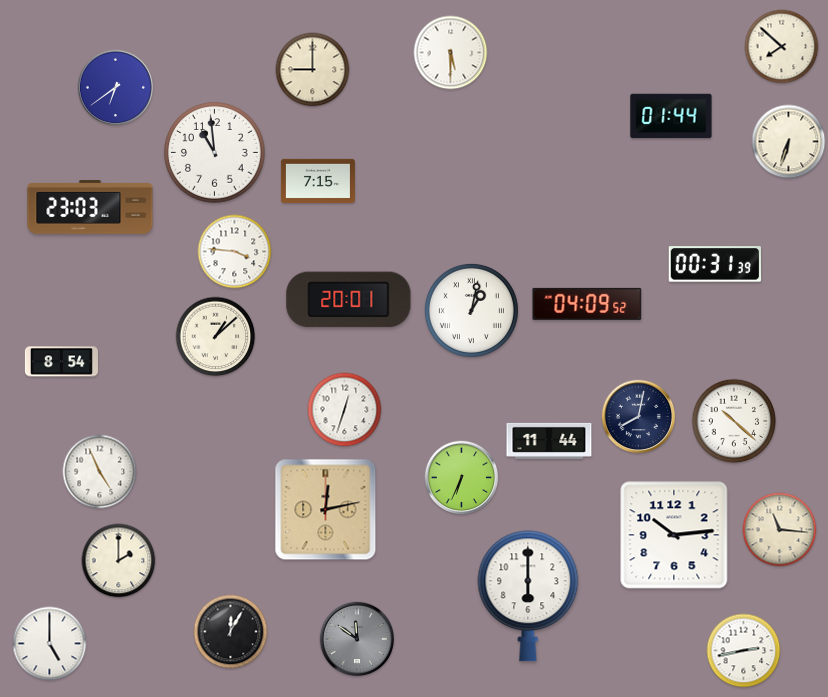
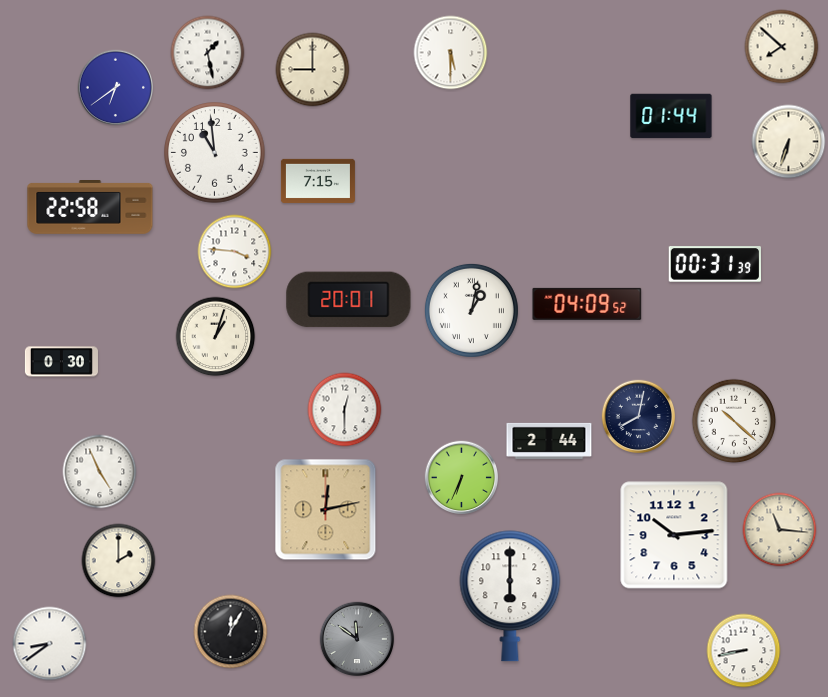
clock at (208, 53): none -> 1:28
clock at (90, 208): 23:03 -> 22:58
clock at (216, 337): 1:08 -> 1:03
clock at (61, 362): 8:54 -> 0:30
clock at (345, 410): 12:33 -> 12:30
clock at (549, 441): 11:44 -> 2:44
clock at (528, 596) position: (528, 596) -> (510, 596)
clock at (50, 644): 5:00 -> 8:39
clock at (744, 651): 2:43 -> 8:43
